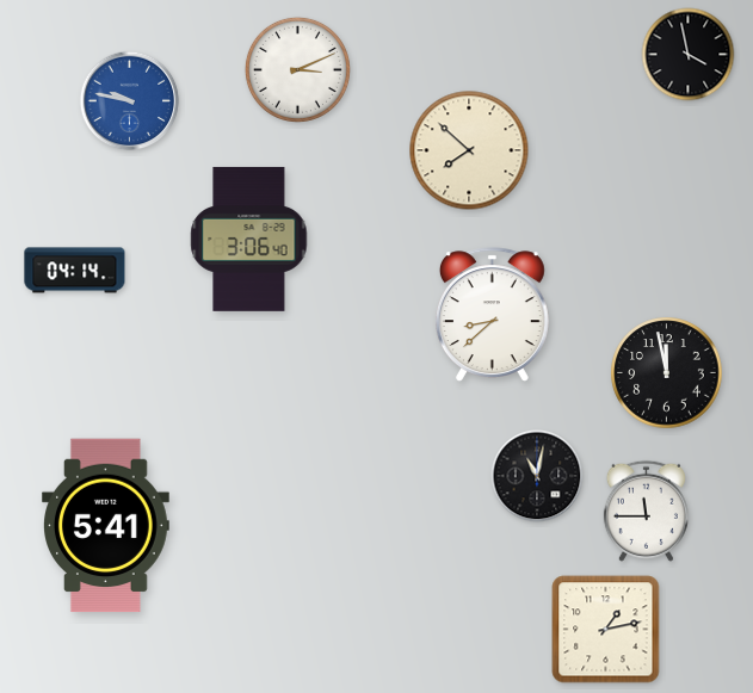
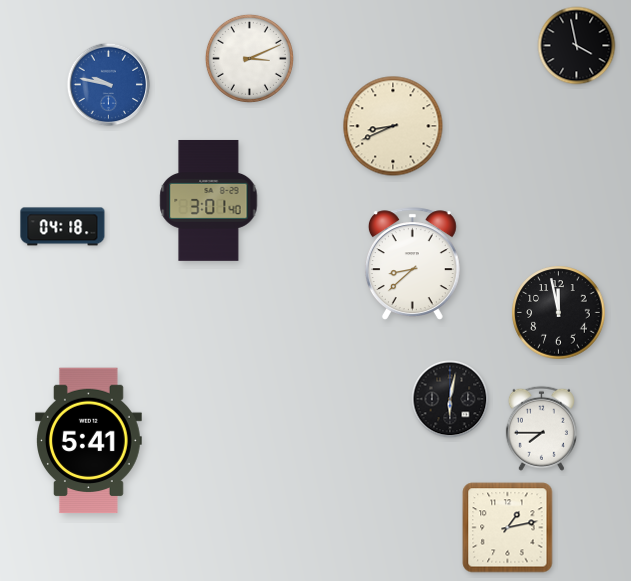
clock at (469, 150): 7:52 -> 8:41
clock at (249, 239): 3:06 -> 3:01
clock at (75, 271): 04:14 -> 04:18
clock at (537, 476): 11:02 -> 6:02
clock at (646, 511): 11:45 -> 7:45
